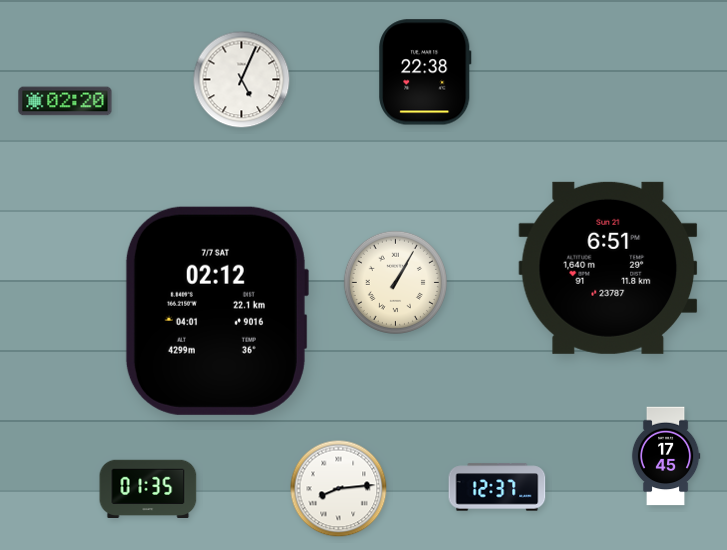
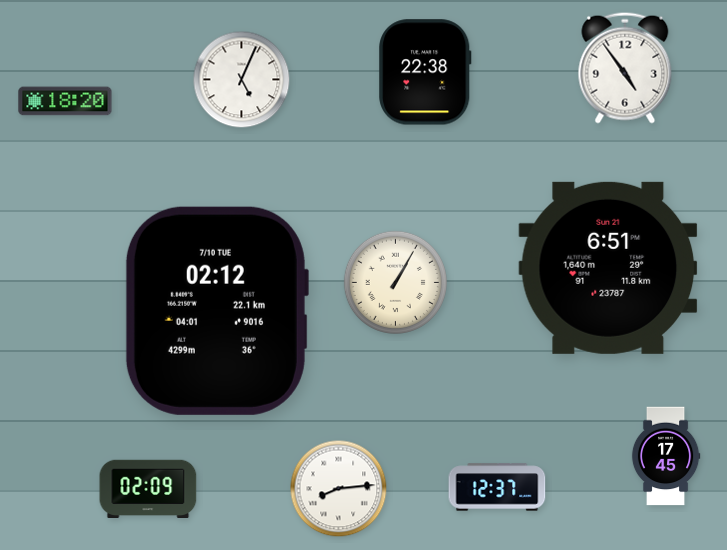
clock at (625, 68): none -> 4:54
clock at (65, 101): 02:20 -> 18:20
clock at (216, 311) date: 7/7 SAT -> 7/10 TUE
clock at (148, 488): 01:35 -> 02:09
